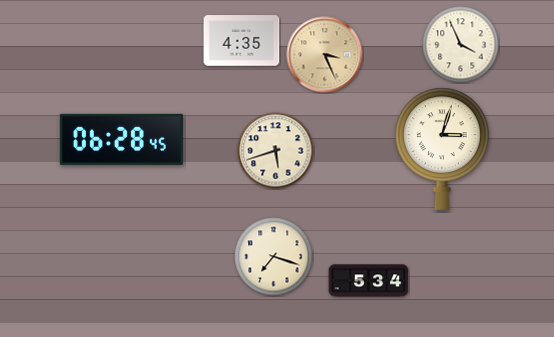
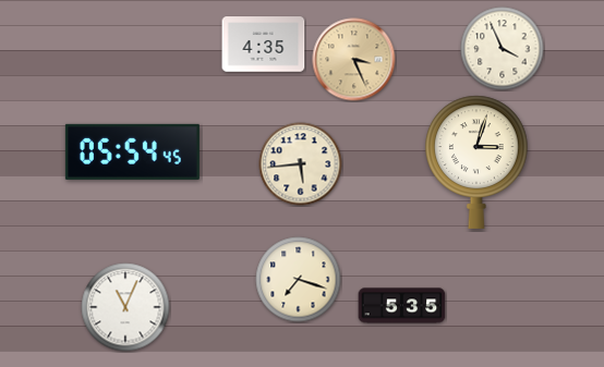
clock at (121, 139): 06:28 -> 05:54
clock at (443, 149) position: (443, 149) -> (478, 162)
clock at (276, 151): 5:42 -> 5:44
clock at (369, 281): 5:34 -> 5:35
clock at (125, 307): none -> 11:04
